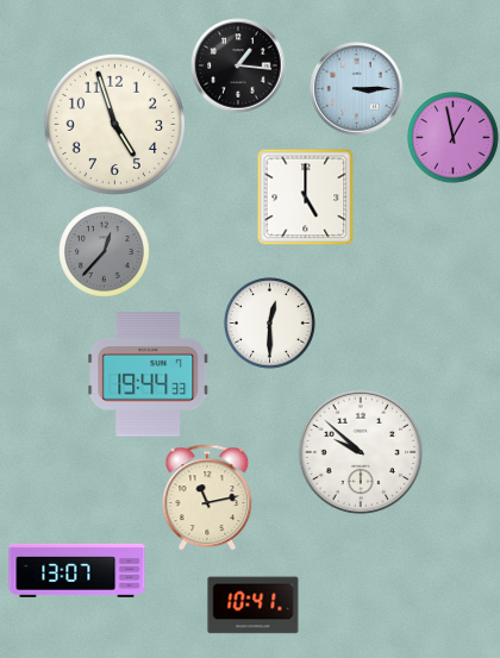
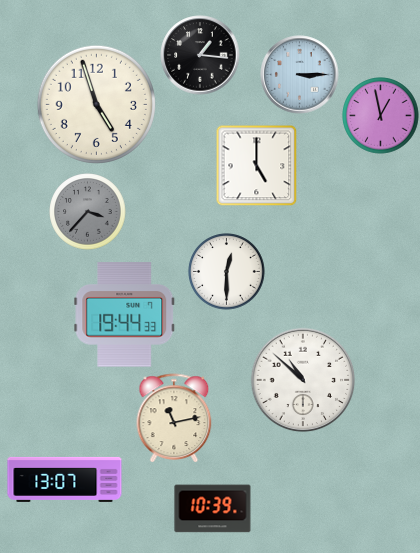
clock at (105, 252): 12:37 -> 3:37
clock at (361, 452): 9:52 -> 10:52
clock at (254, 606): 10:41 -> 10:39
